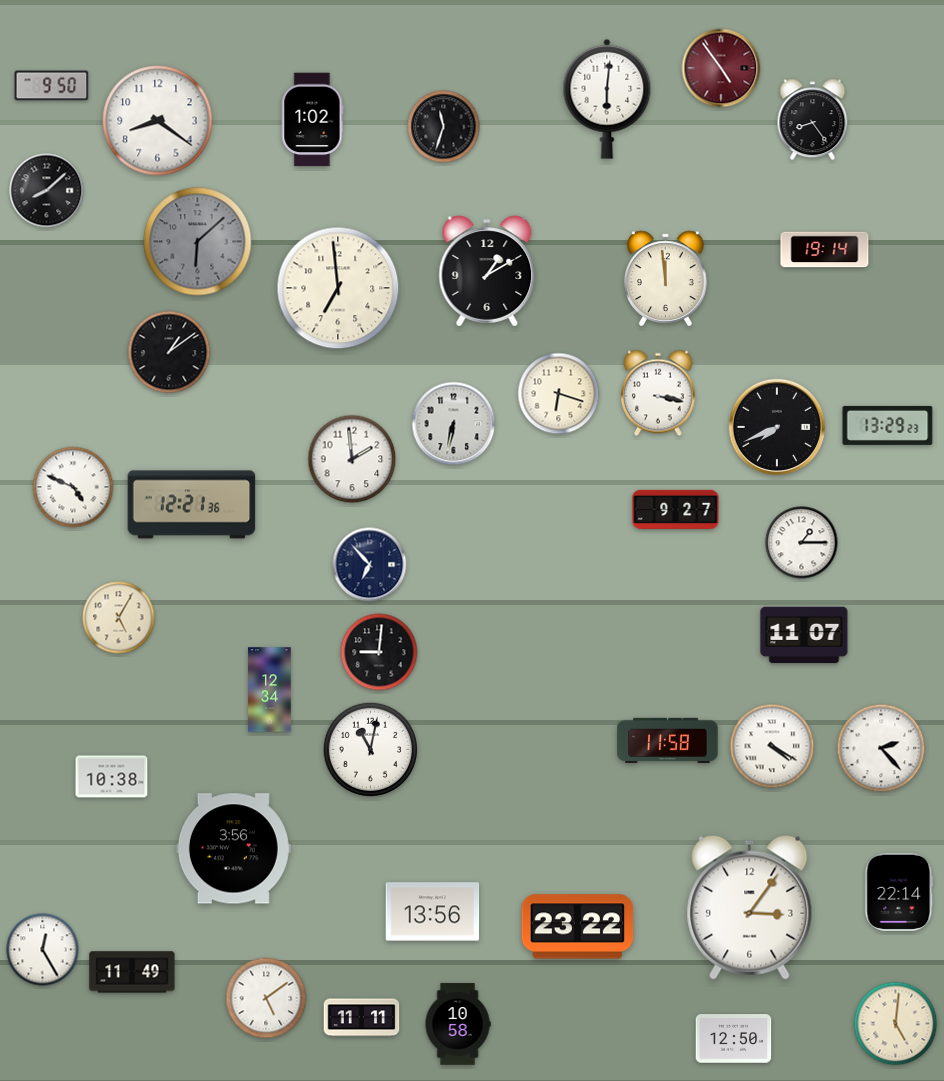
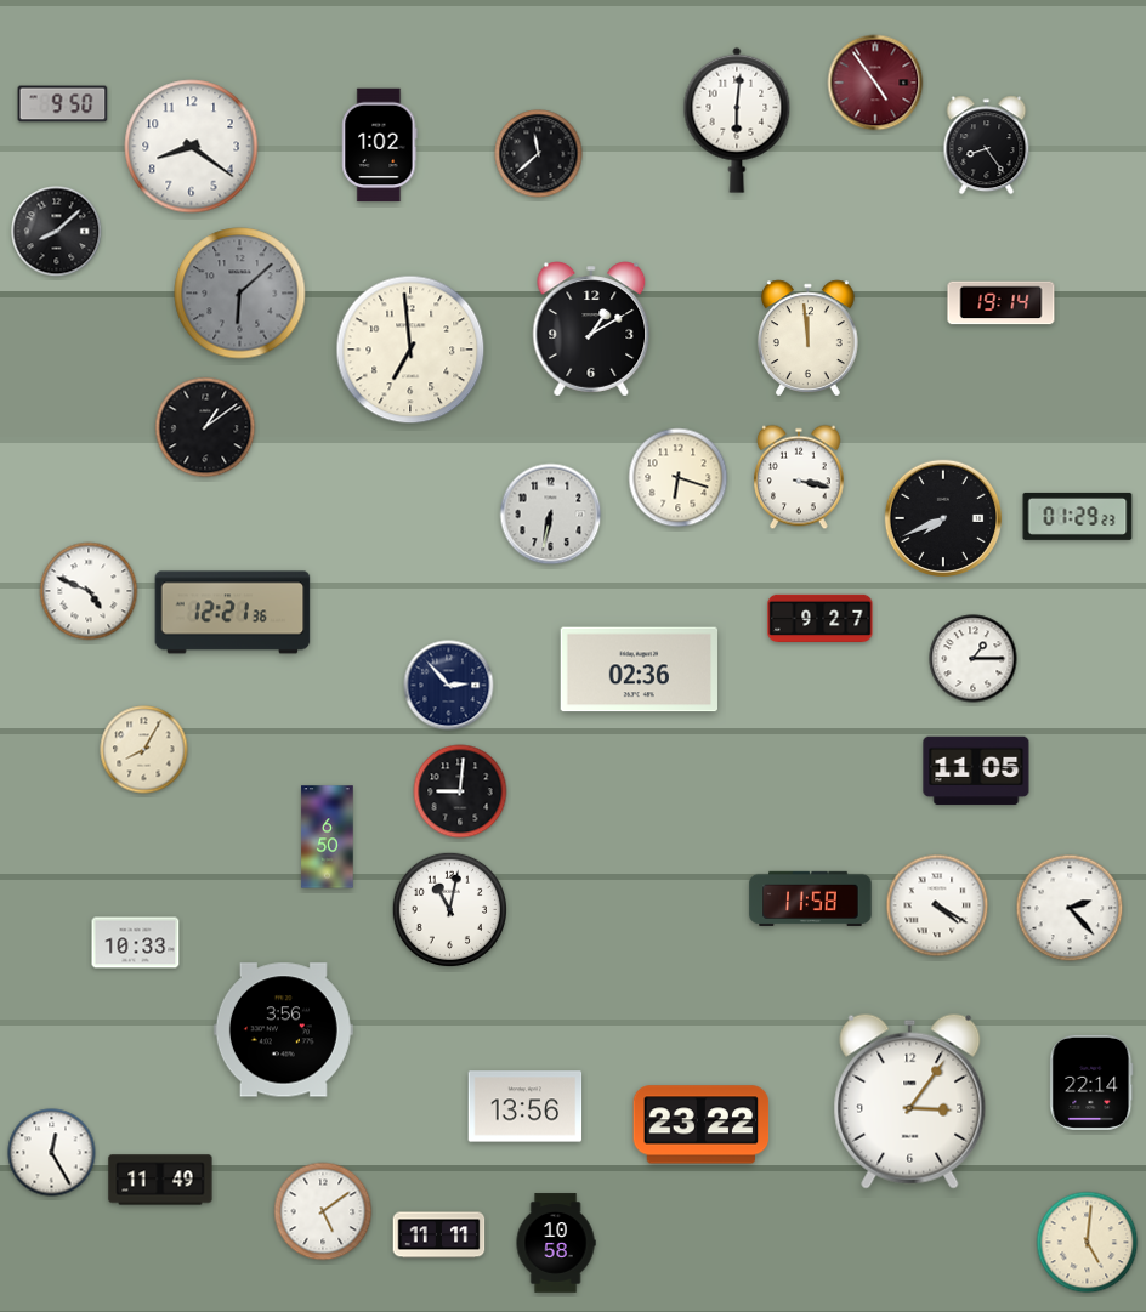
clock at (444, 127): 11:33 -> 11:38
clock at (888, 425): 13:29 -> 01:29
clock at (352, 459): 1:59 -> none
clock at (639, 670): none -> 02:36
clock at (370, 565): 6:53 -> 2:53
clock at (119, 618): 5:05 -> 8:05
clock at (804, 635): 11:07 -> 11:05
clock at (270, 690): 12:34 -> 6:50
clock at (112, 777): 10:38 -> 10:33
clock at (734, 1039): 12:50 -> none
